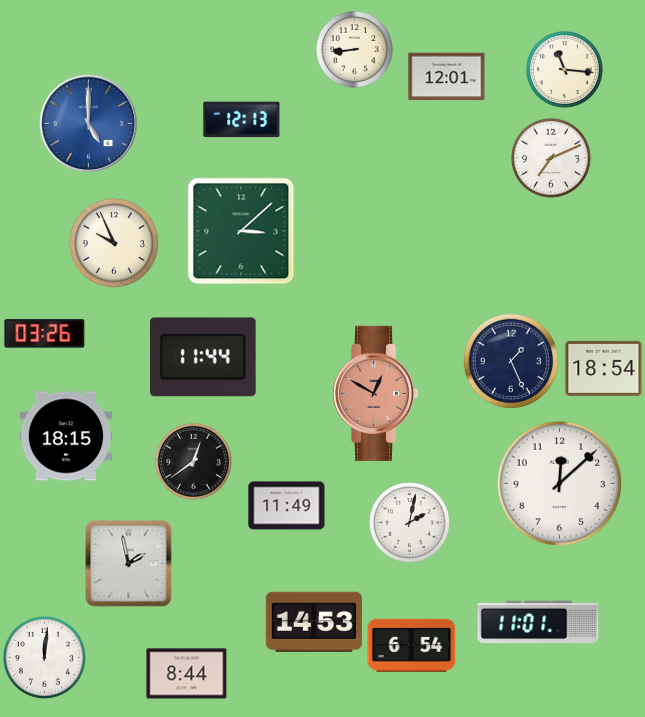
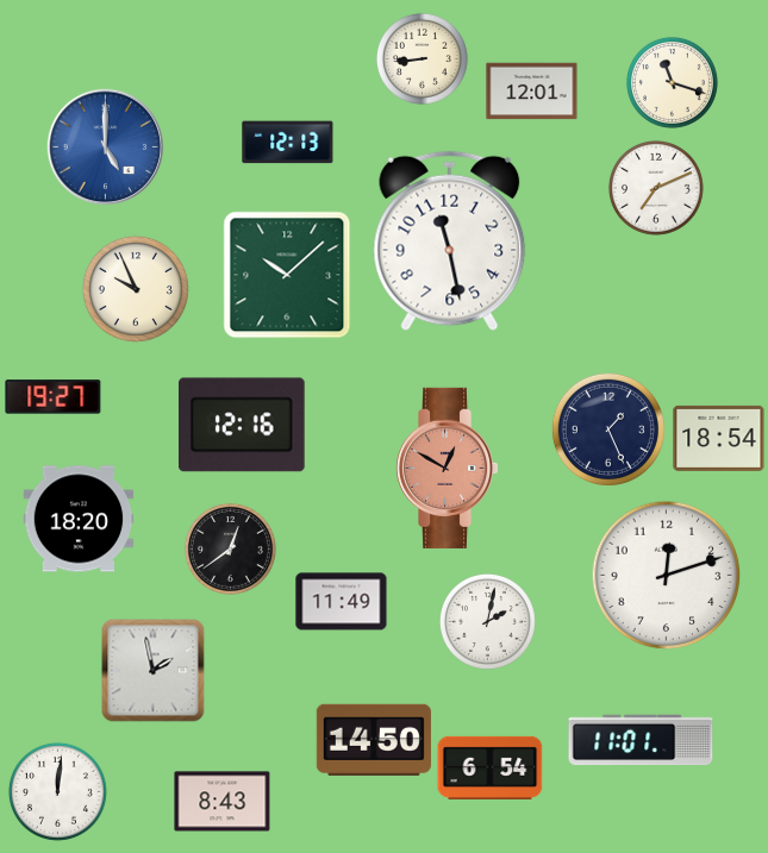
clock at (564, 69): 11:16 -> 11:18
clock at (450, 242): none -> 11:28
clock at (241, 231): 3:08 -> 10:08
clock at (45, 334): 03:26 -> 19:27
clock at (203, 357): 11:44 -> 12:16
clock at (66, 436): 18:15 -> 18:20
clock at (560, 484): 12:08 -> 12:12
clock at (314, 622): 14:53 -> 14:50
clock at (44, 657) position: (44, 657) -> (57, 791)
clock at (187, 674): 8:44 -> 8:43
